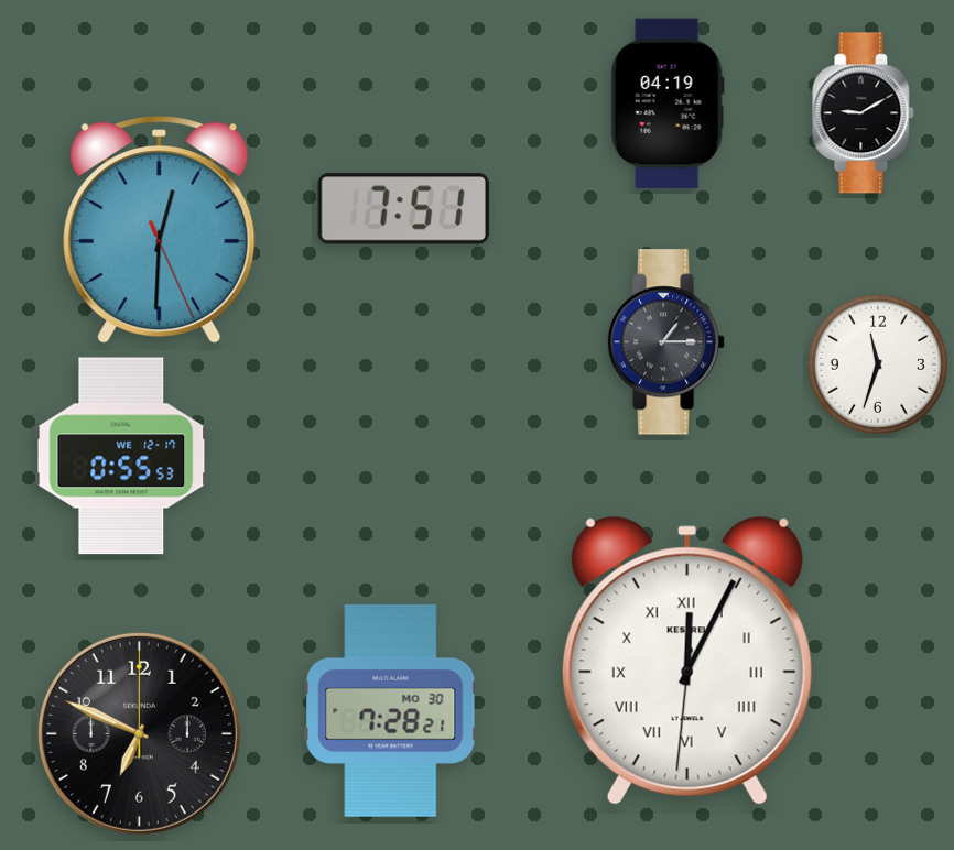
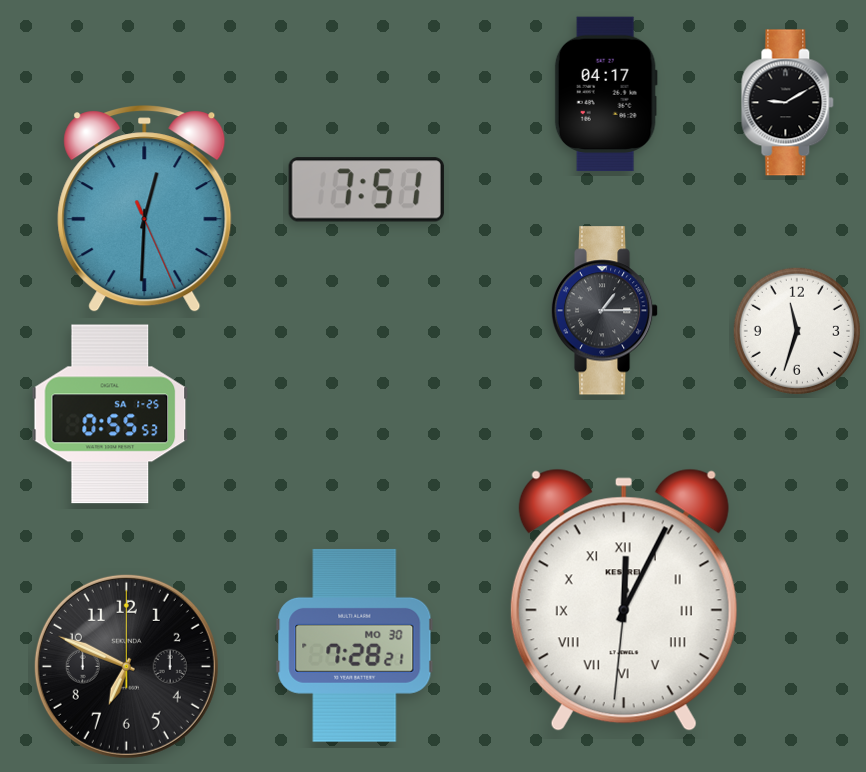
clock at (668, 103): 04:19 -> 04:17
clock at (864, 113) position: (864, 113) -> (788, 103)
clock at (121, 456) date: WE 12-17 -> SA 1-25
